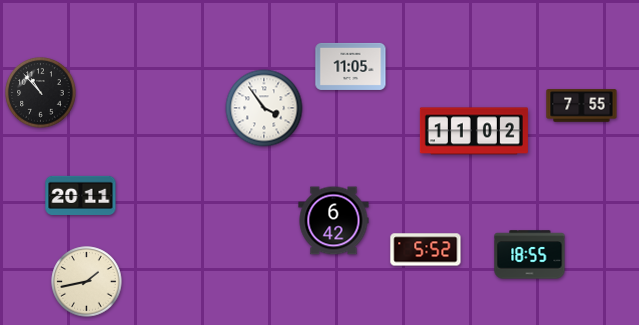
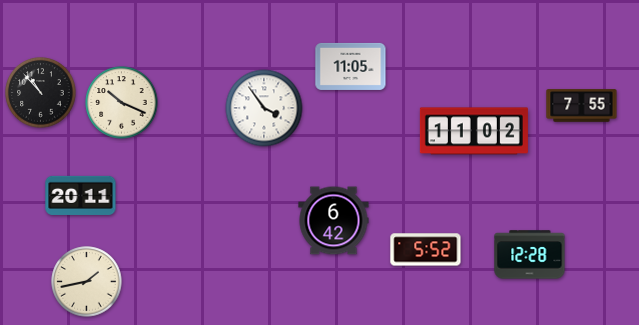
clock at (122, 103): none -> 10:19
clock at (530, 255): 18:55 -> 12:28
